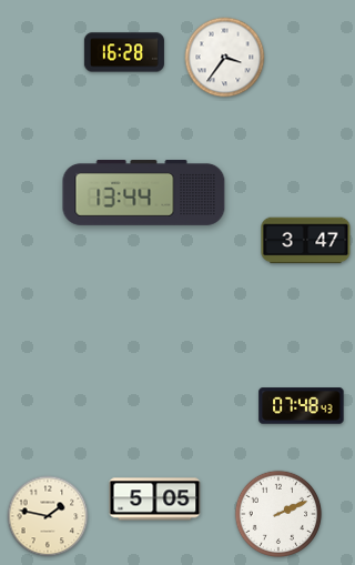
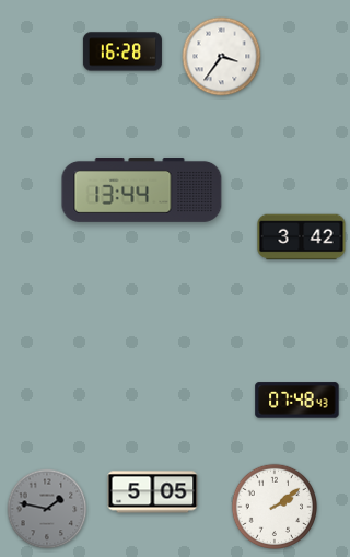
clock at (306, 241): 3:47 -> 3:42
clock at (278, 514): 2:11 -> 2:09
clock at (48, 516) dial: cream -> grey
